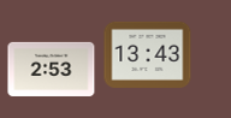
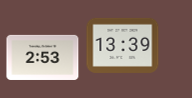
clock at (148, 54): 13:43 -> 13:39
